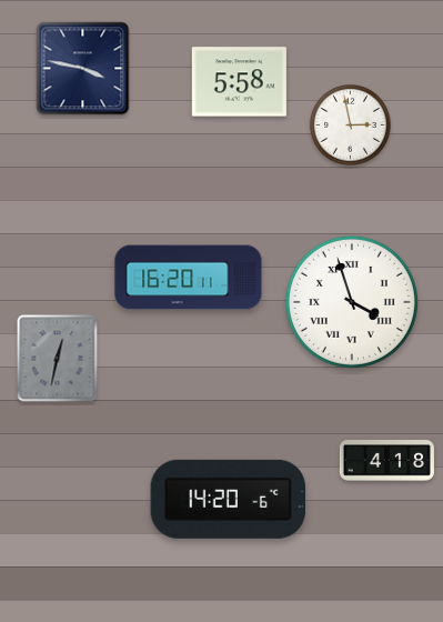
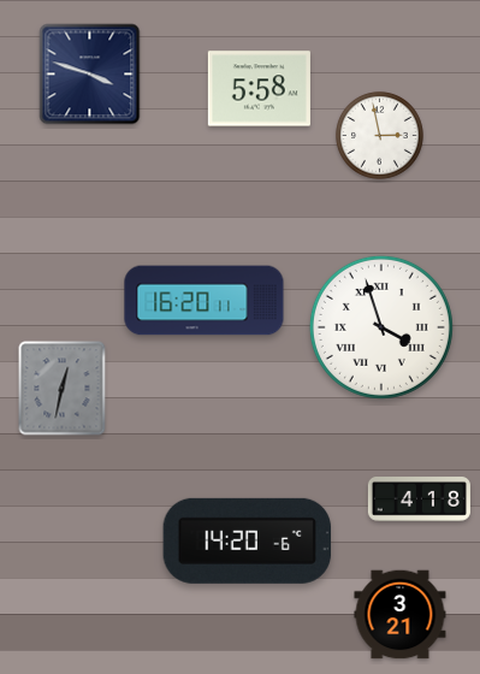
clock at (83, 69): 3:47 -> 3:48
clock at (401, 615): none -> 3:21
